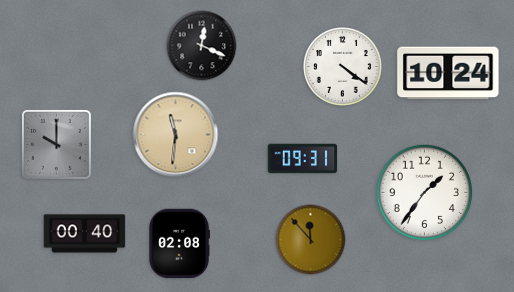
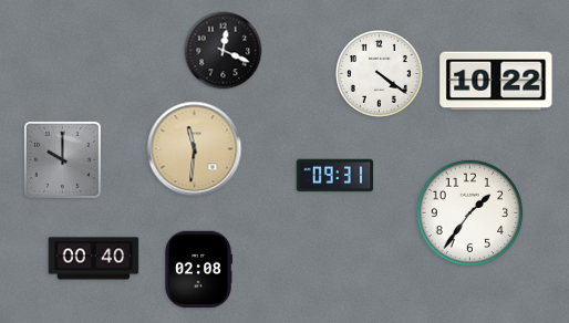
clock at (448, 73): 10:24 -> 10:22
clock at (311, 240): 11:53 -> none
